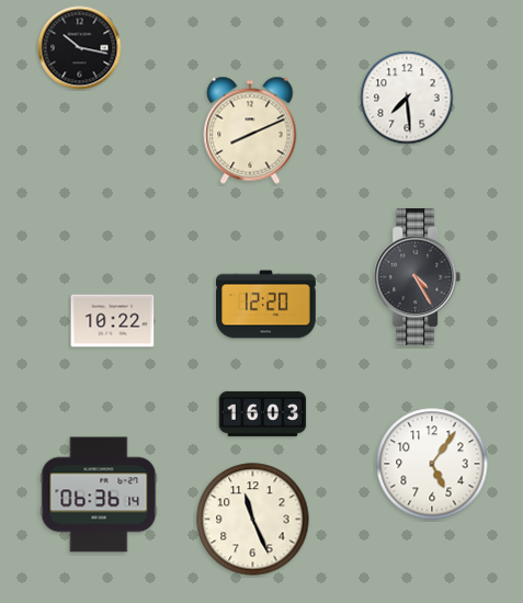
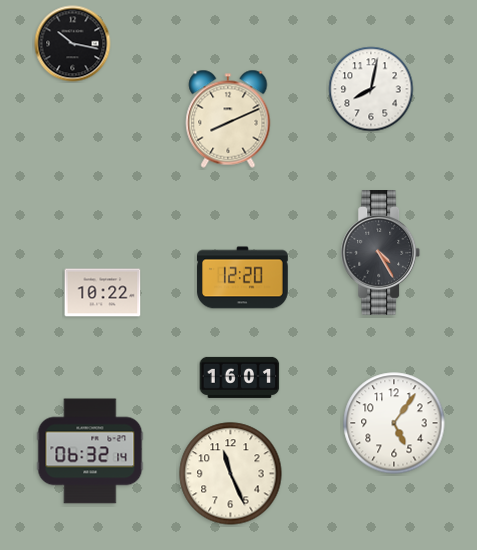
clock at (407, 98): 7:29 -> 8:02
clock at (263, 413): 16:03 -> 16:01
clock at (99, 494): 06:36 -> 06:32
